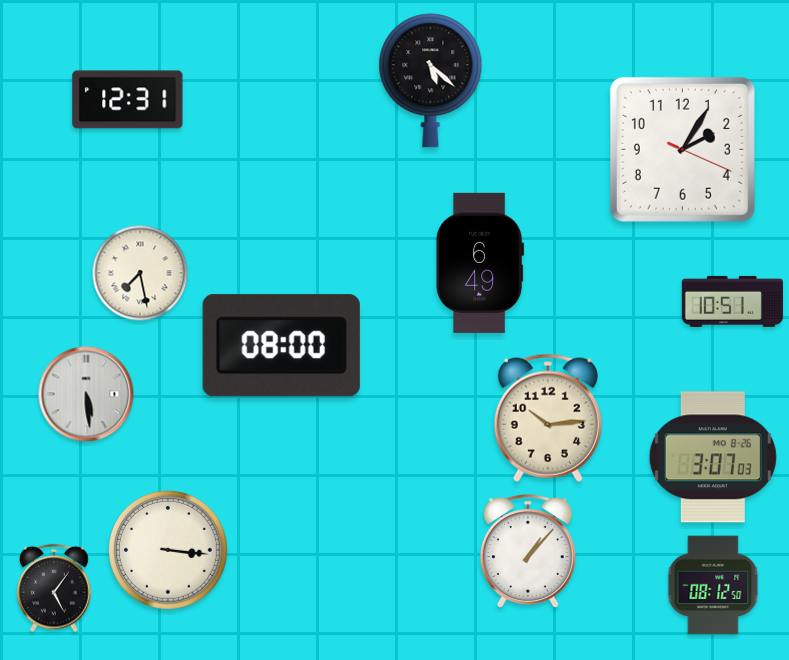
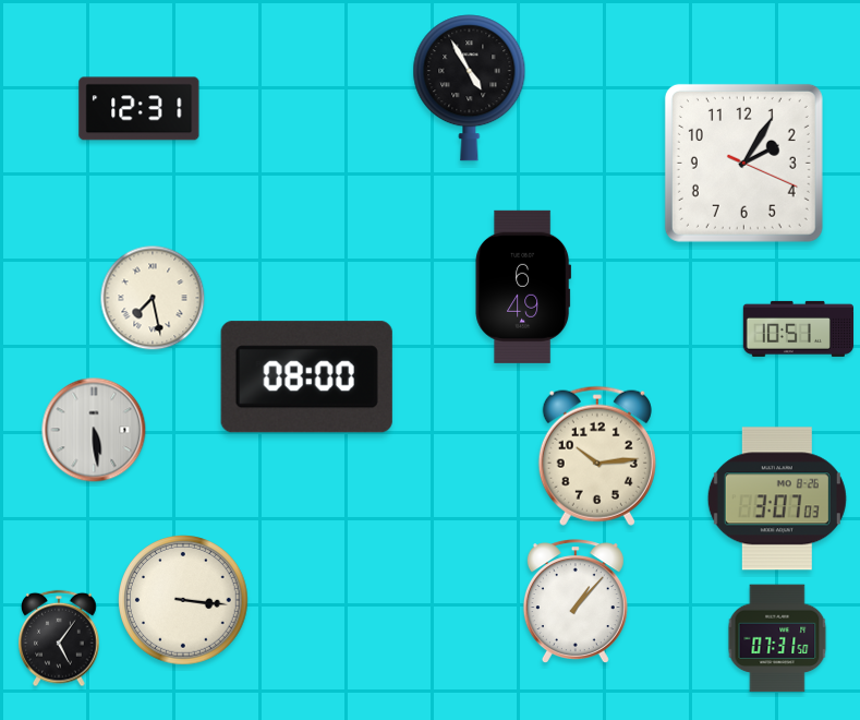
clock at (431, 81): 5:22 -> 4:55
clock at (713, 585): 08:12 -> 07:31
clock at (54, 588) position: (54, 588) -> (59, 638)
